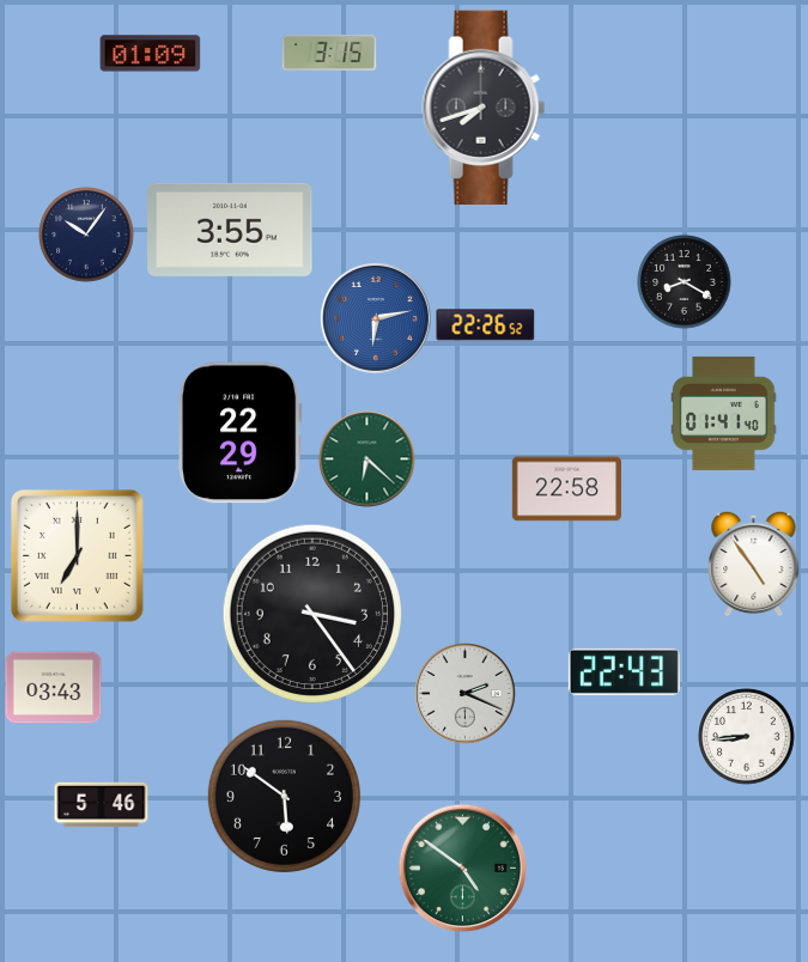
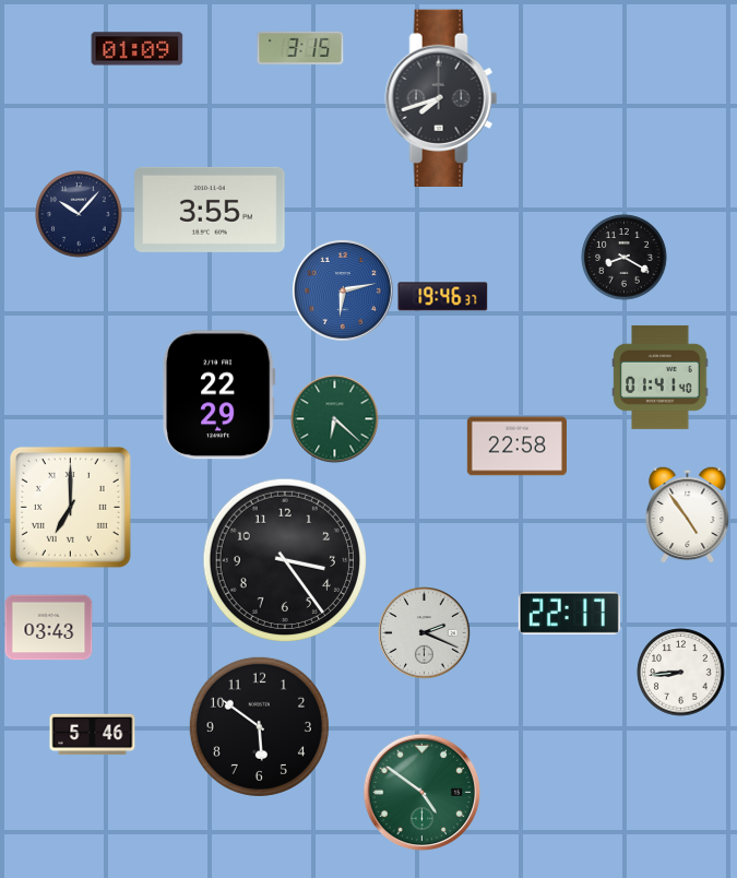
clock at (86, 235): 10:06 -> 10:07
clock at (486, 325): 22:26 -> 19:46
clock at (624, 671): 22:43 -> 22:17
